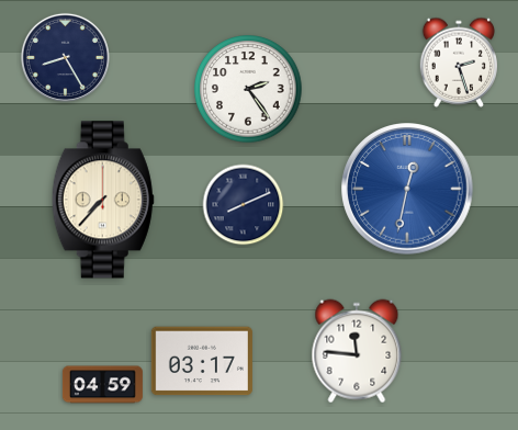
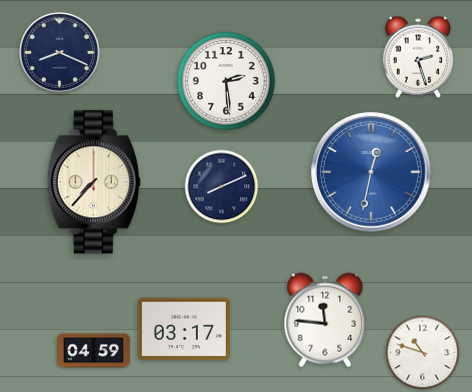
clock at (65, 57): 8:25 -> 8:19
clock at (248, 89): 2:24 -> 2:29
clock at (423, 353): none -> 10:48
